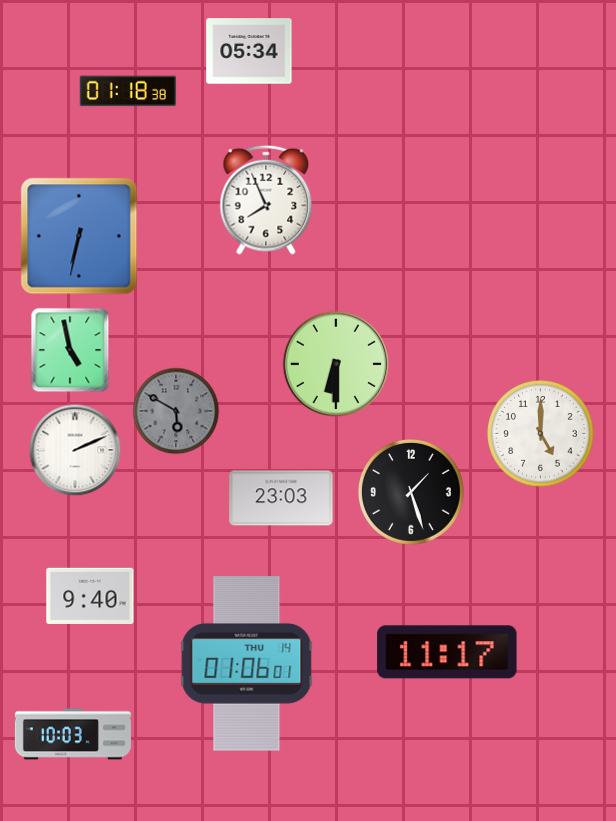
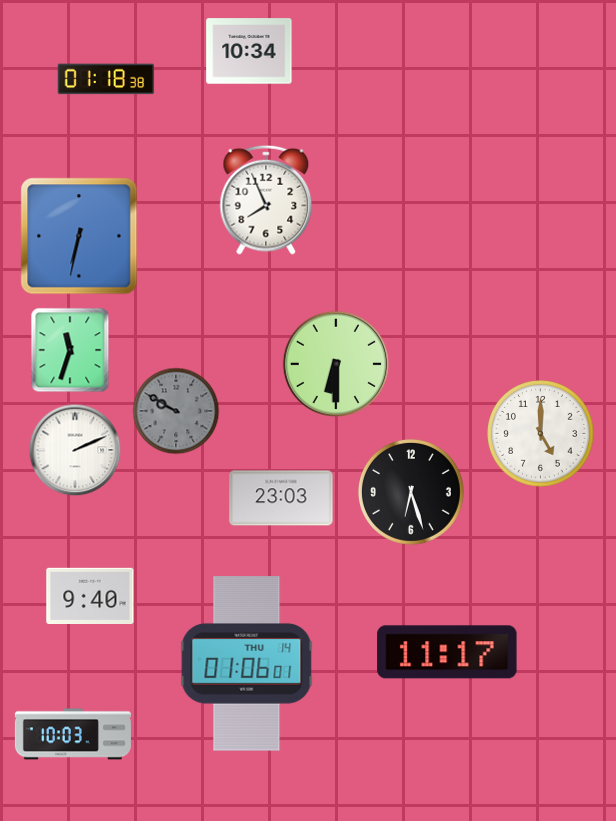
clock at (249, 51): 05:34 -> 10:34
clock at (128, 91) position: (128, 91) -> (106, 79)
clock at (70, 350): 4:58 -> 11:33
clock at (176, 411): 5:50 -> 9:50
clock at (411, 492): 1:27 -> 6:27
